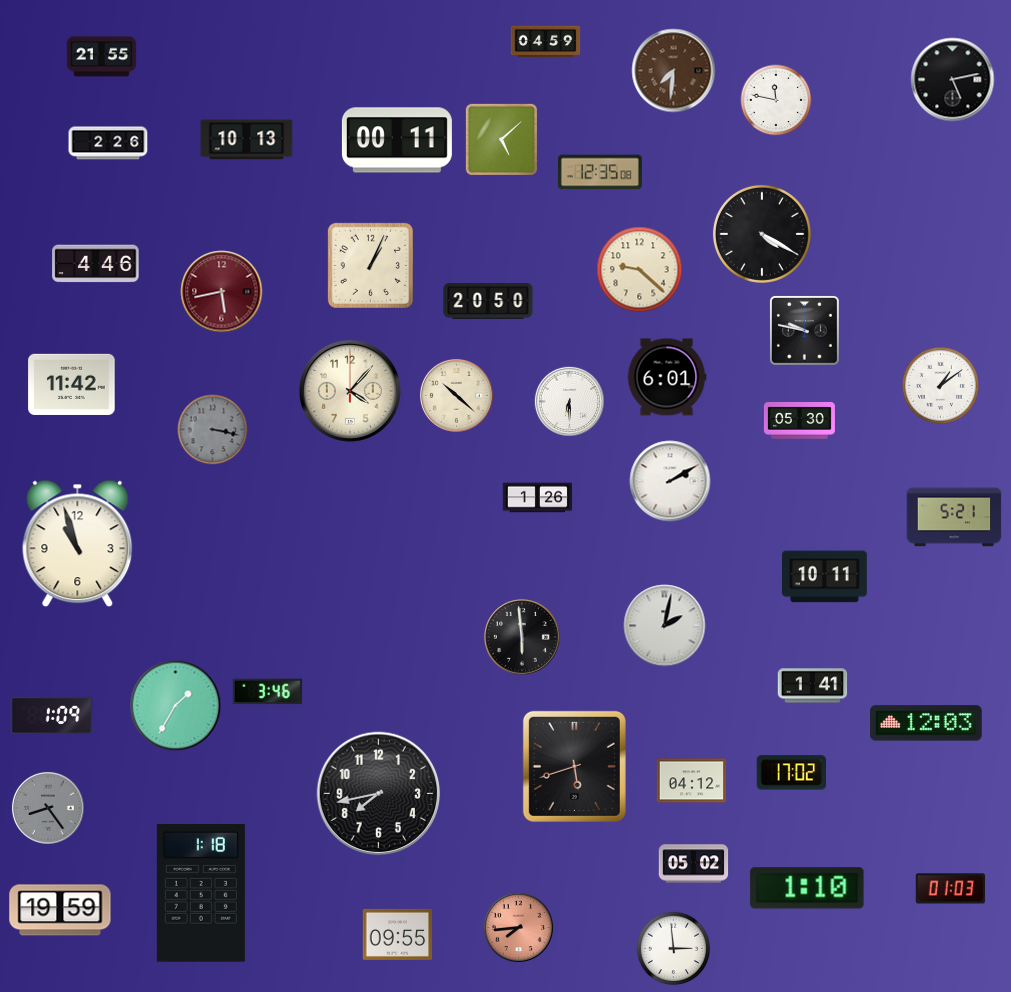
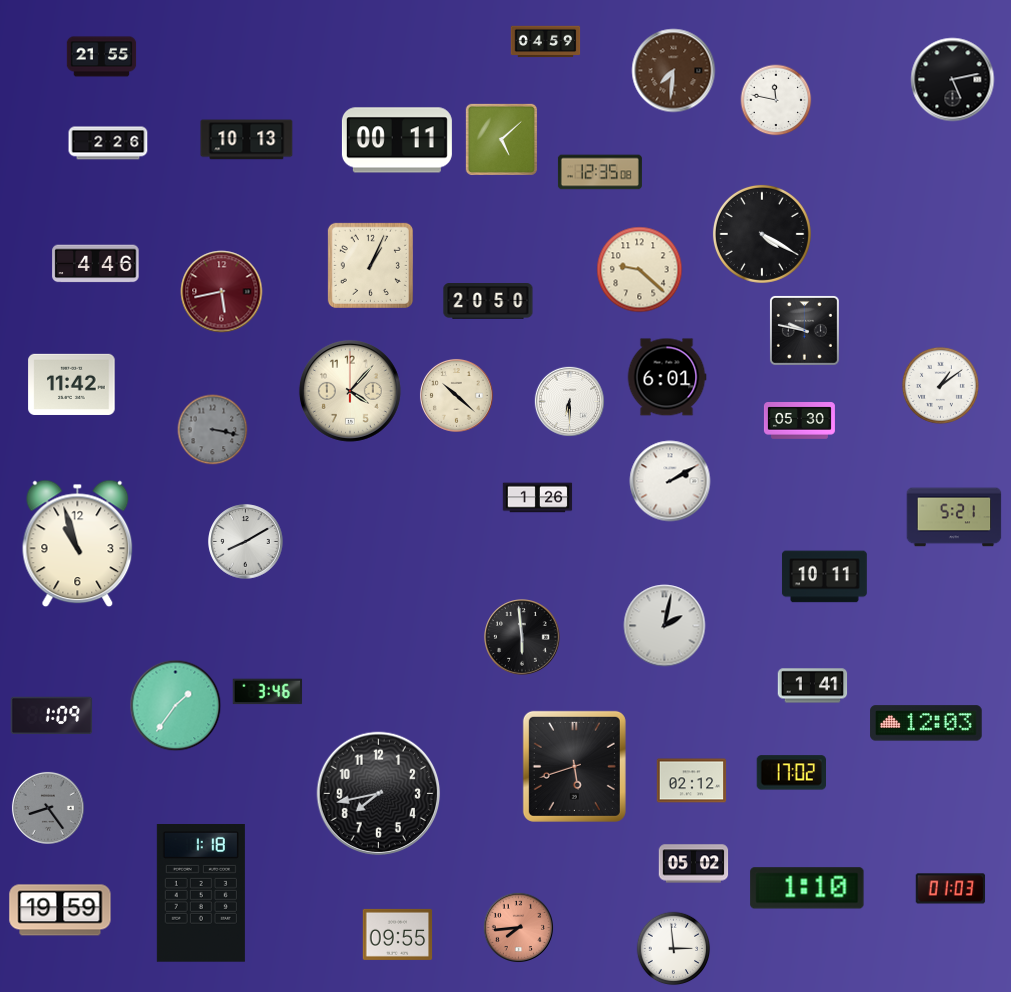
clock at (246, 542): none -> 8:10
clock at (176, 706): 1:35 -> 1:36
clock at (692, 781): 04:12 -> 02:12
